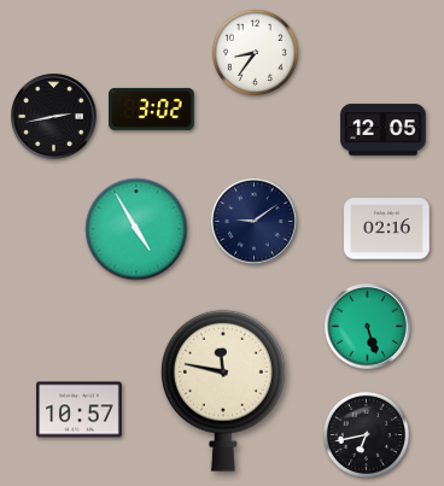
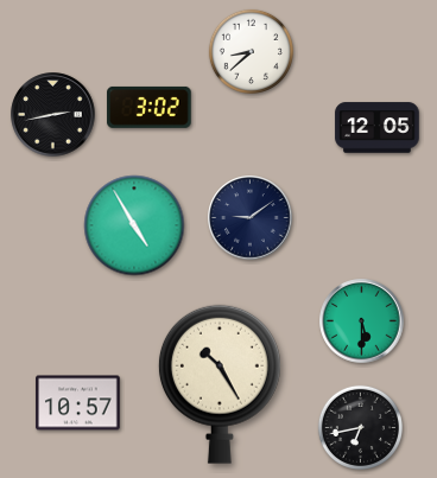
clock at (255, 52): 8:36 -> 8:38
clock at (387, 229): 02:16 -> none
clock at (368, 327): 5:27 -> 5:30
clock at (223, 391): 11:47 -> 10:25
